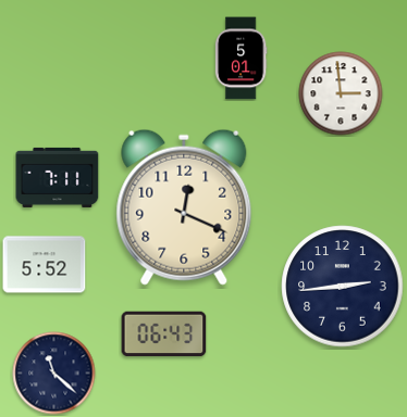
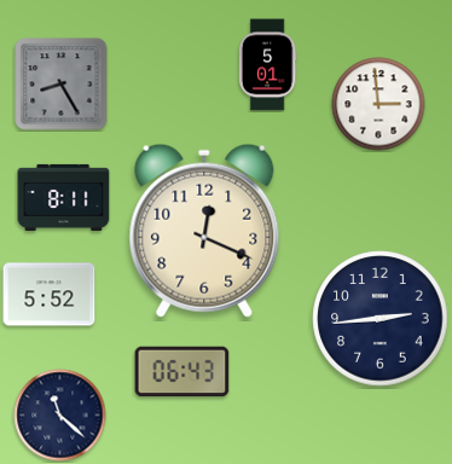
clock at (62, 85): none -> 8:25
clock at (58, 177): 7:11 -> 8:11
